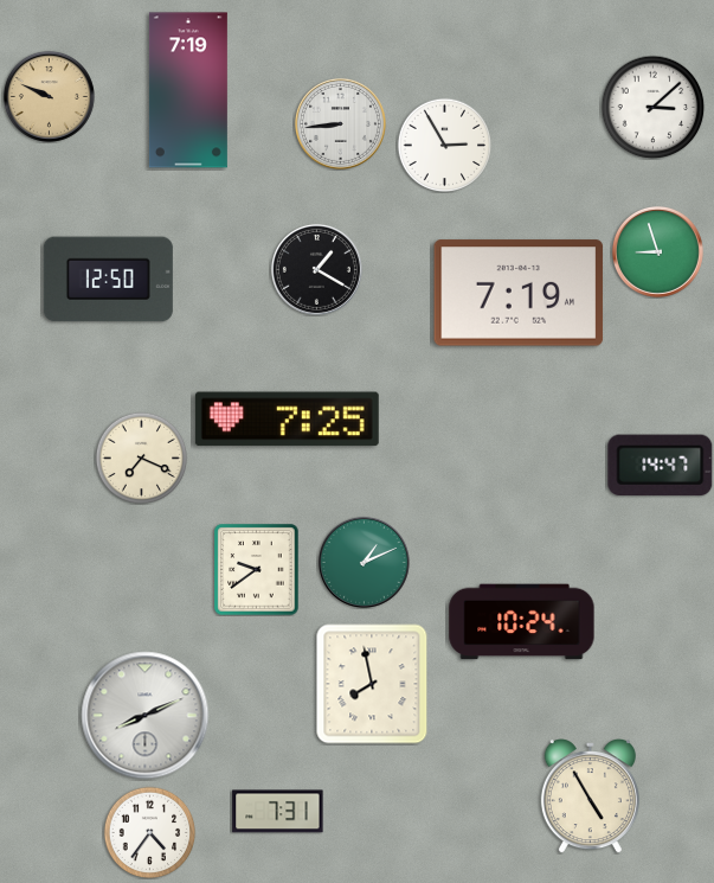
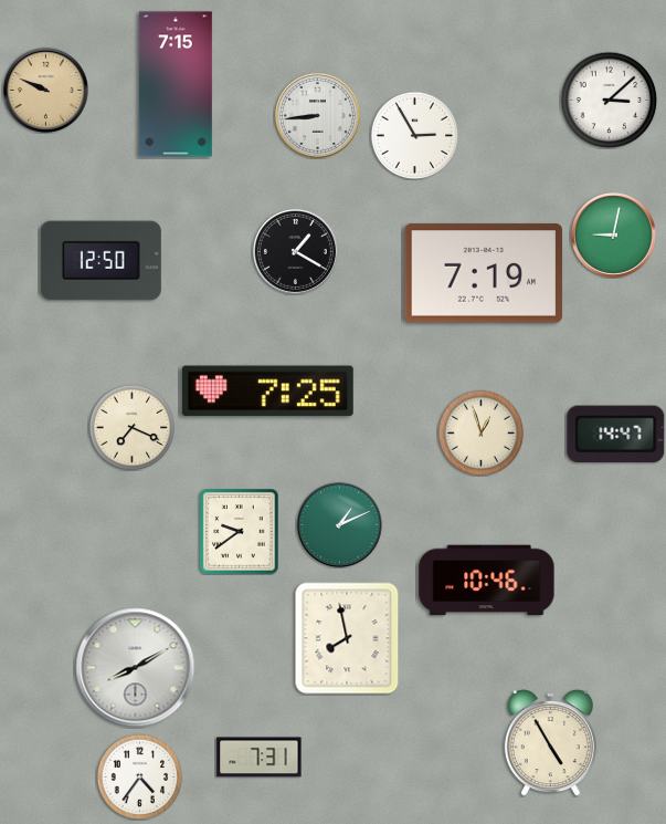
clock at (188, 90): 7:19 -> 7:15
clock at (657, 251): 8:57 -> 9:02
clock at (480, 432): none -> 12:57
clock at (522, 622): 10:24 -> 10:46
clock at (146, 716): 8:11 -> 8:10
